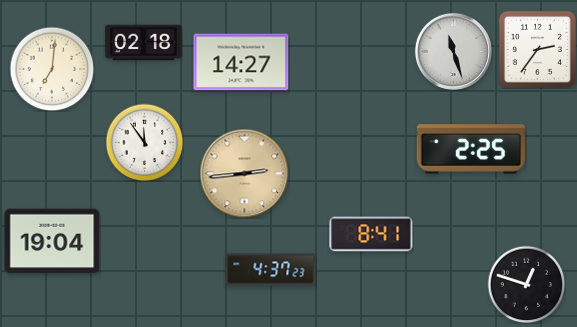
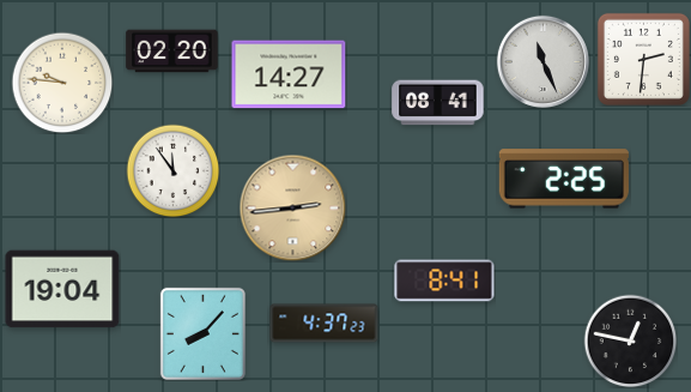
clock at (144, 43): 02:18 -> 02:20
clock at (537, 49): 2:36 -> 2:31
clock at (453, 51): 11:27 -> 11:26
clock at (52, 69): 7:01 -> 9:46
clock at (438, 103): none -> 08:41
clock at (202, 333): none -> 8:07
clock at (526, 284): 12:48 -> 12:47
